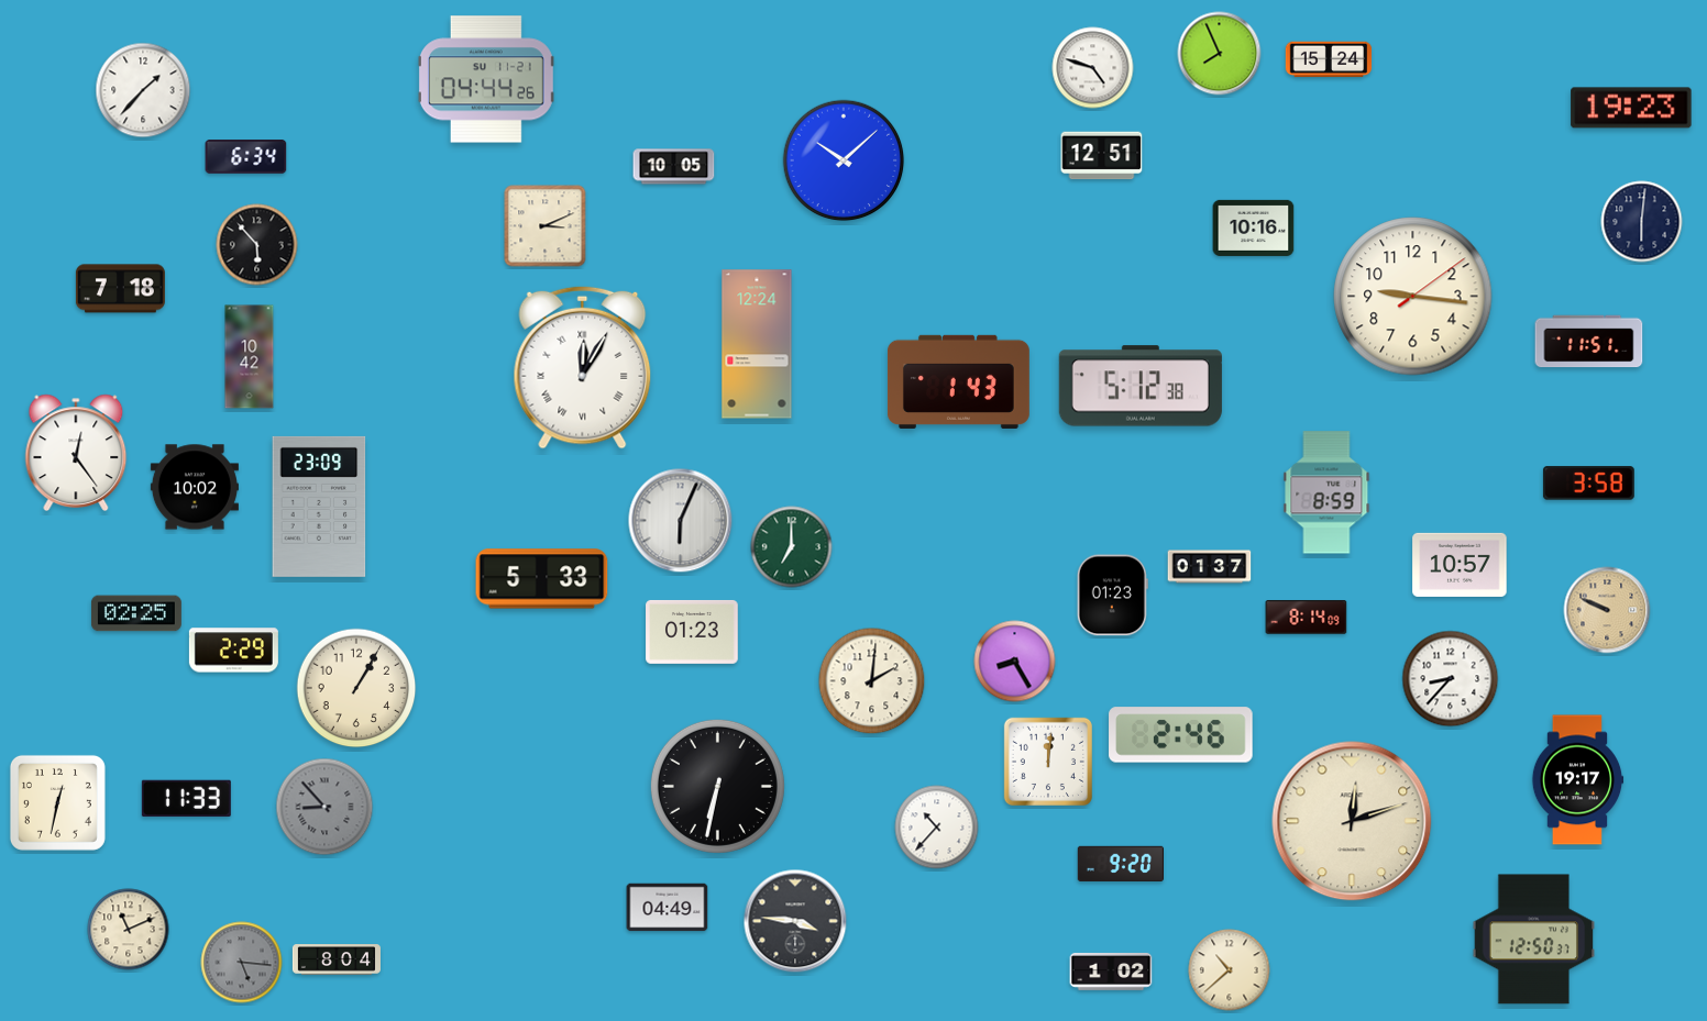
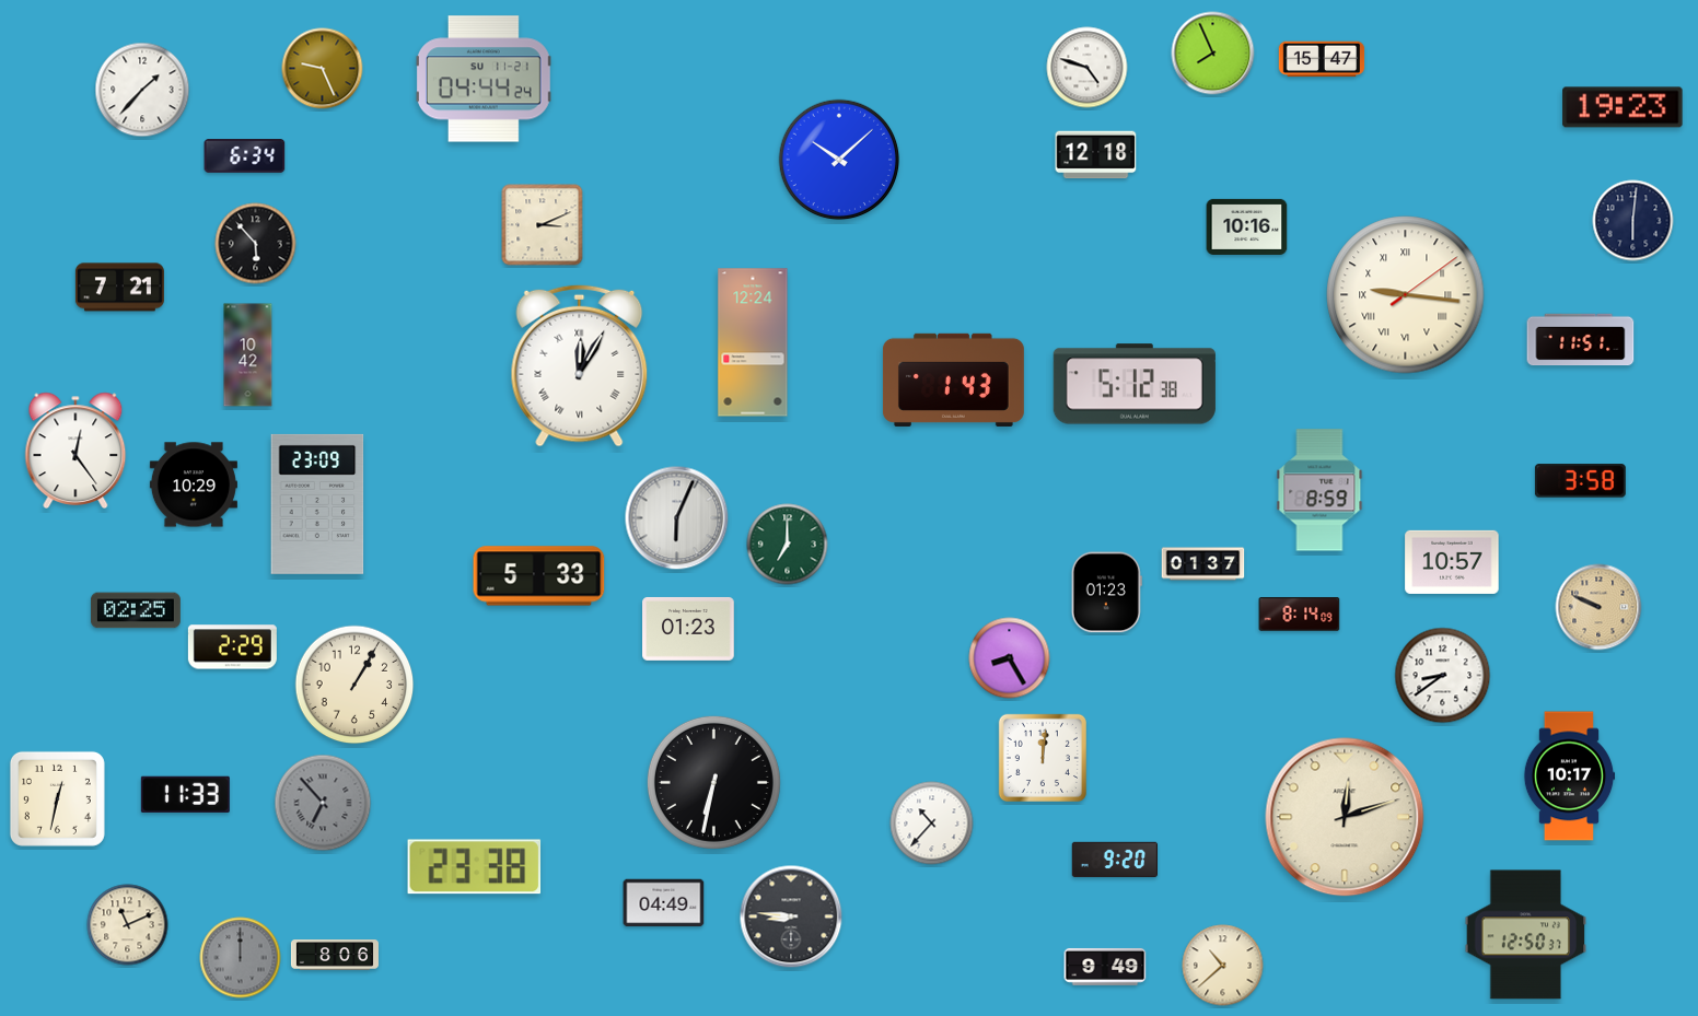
clock at (1329, 59): 15:24 -> 15:47
clock at (323, 69): none -> 9:26
clock at (486, 79): 04:44:26 -> 04:44:24
clock at (1102, 156): 12:51 -> 12:18
clock at (674, 167): 10:05 -> none
clock at (120, 289): 7:18 -> 7:21
clock at (1413, 297) numerals: Arabic -> Roman
clock at (195, 487): 10:02 -> 10:29
clock at (1451, 679): 8:37 -> 8:39
clock at (872, 681): 2:01 -> none
clock at (1181, 735): 2:46 -> none
clock at (1577, 780): 19:17 -> 10:17
clock at (324, 807): 8:53 -> 6:53
clock at (475, 867): none -> 23:38
clock at (795, 921): 3:46 -> 8:46
clock at (337, 959): 8:04 -> 8:06
clock at (242, 963): 5:16 -> 12:00
clock at (1111, 972): 1:02 -> 9:49
